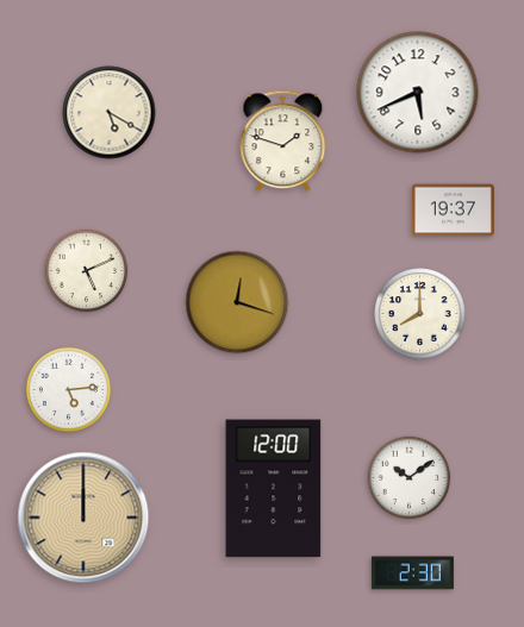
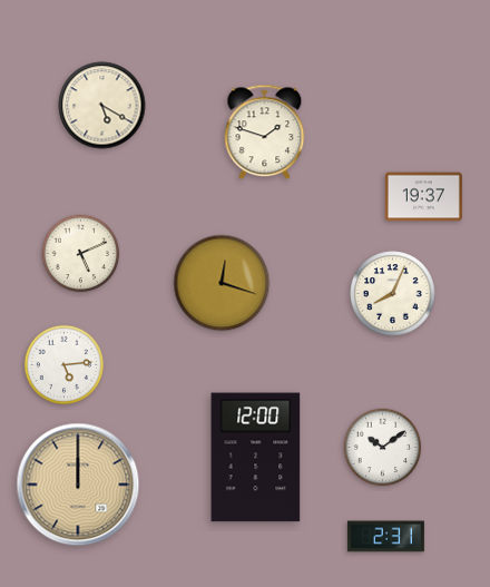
clock at (418, 93): 5:41 -> none
clock at (420, 314): 8:00 -> 8:04
clock at (412, 573): 2:30 -> 2:31
